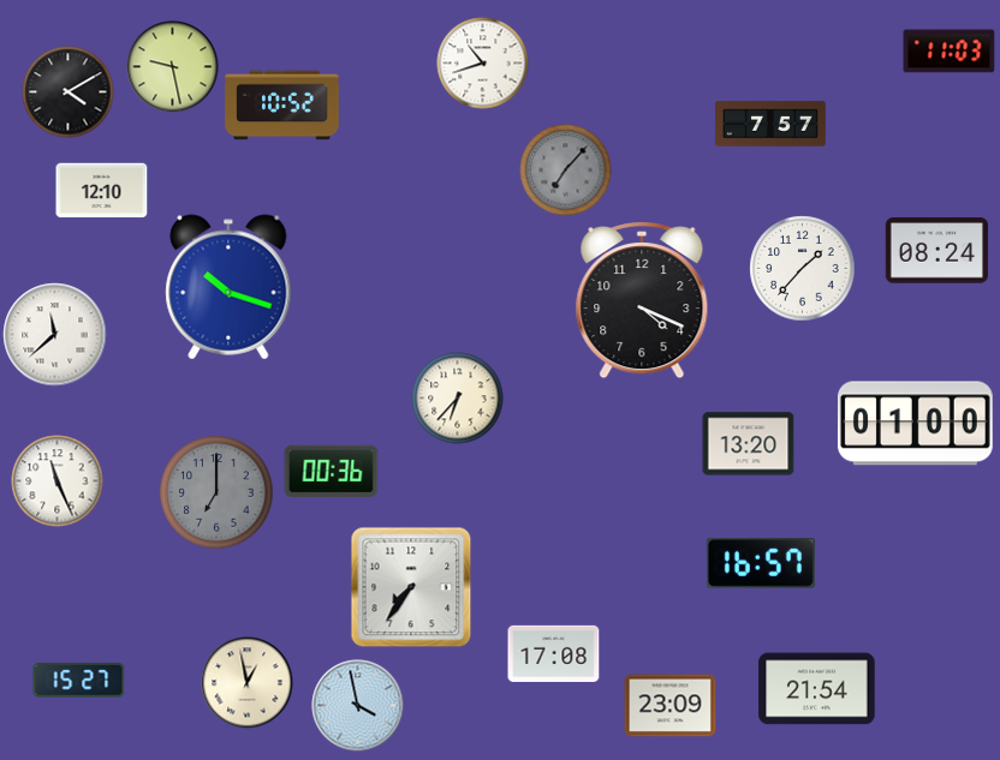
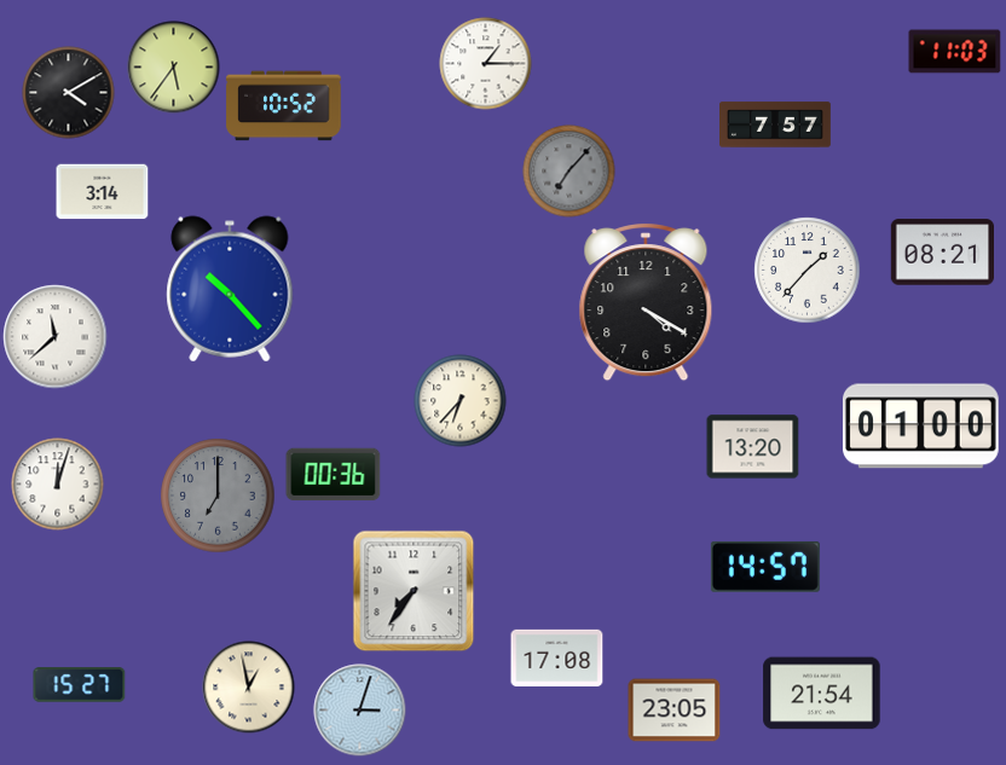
clock at (483, 64): 10:42 -> 1:15
clock at (173, 67): 9:28 -> 5:36
clock at (102, 191): 12:10 -> 3:14
clock at (936, 251): 08:24 -> 08:21
clock at (228, 287): 10:18 -> 10:23
clock at (642, 300): 4:19 -> 4:20
clock at (58, 481): 11:26 -> 12:03
clock at (761, 563): 16:57 -> 14:57
clock at (358, 706): 3:58 -> 3:03
clock at (671, 706): 23:09 -> 23:05
